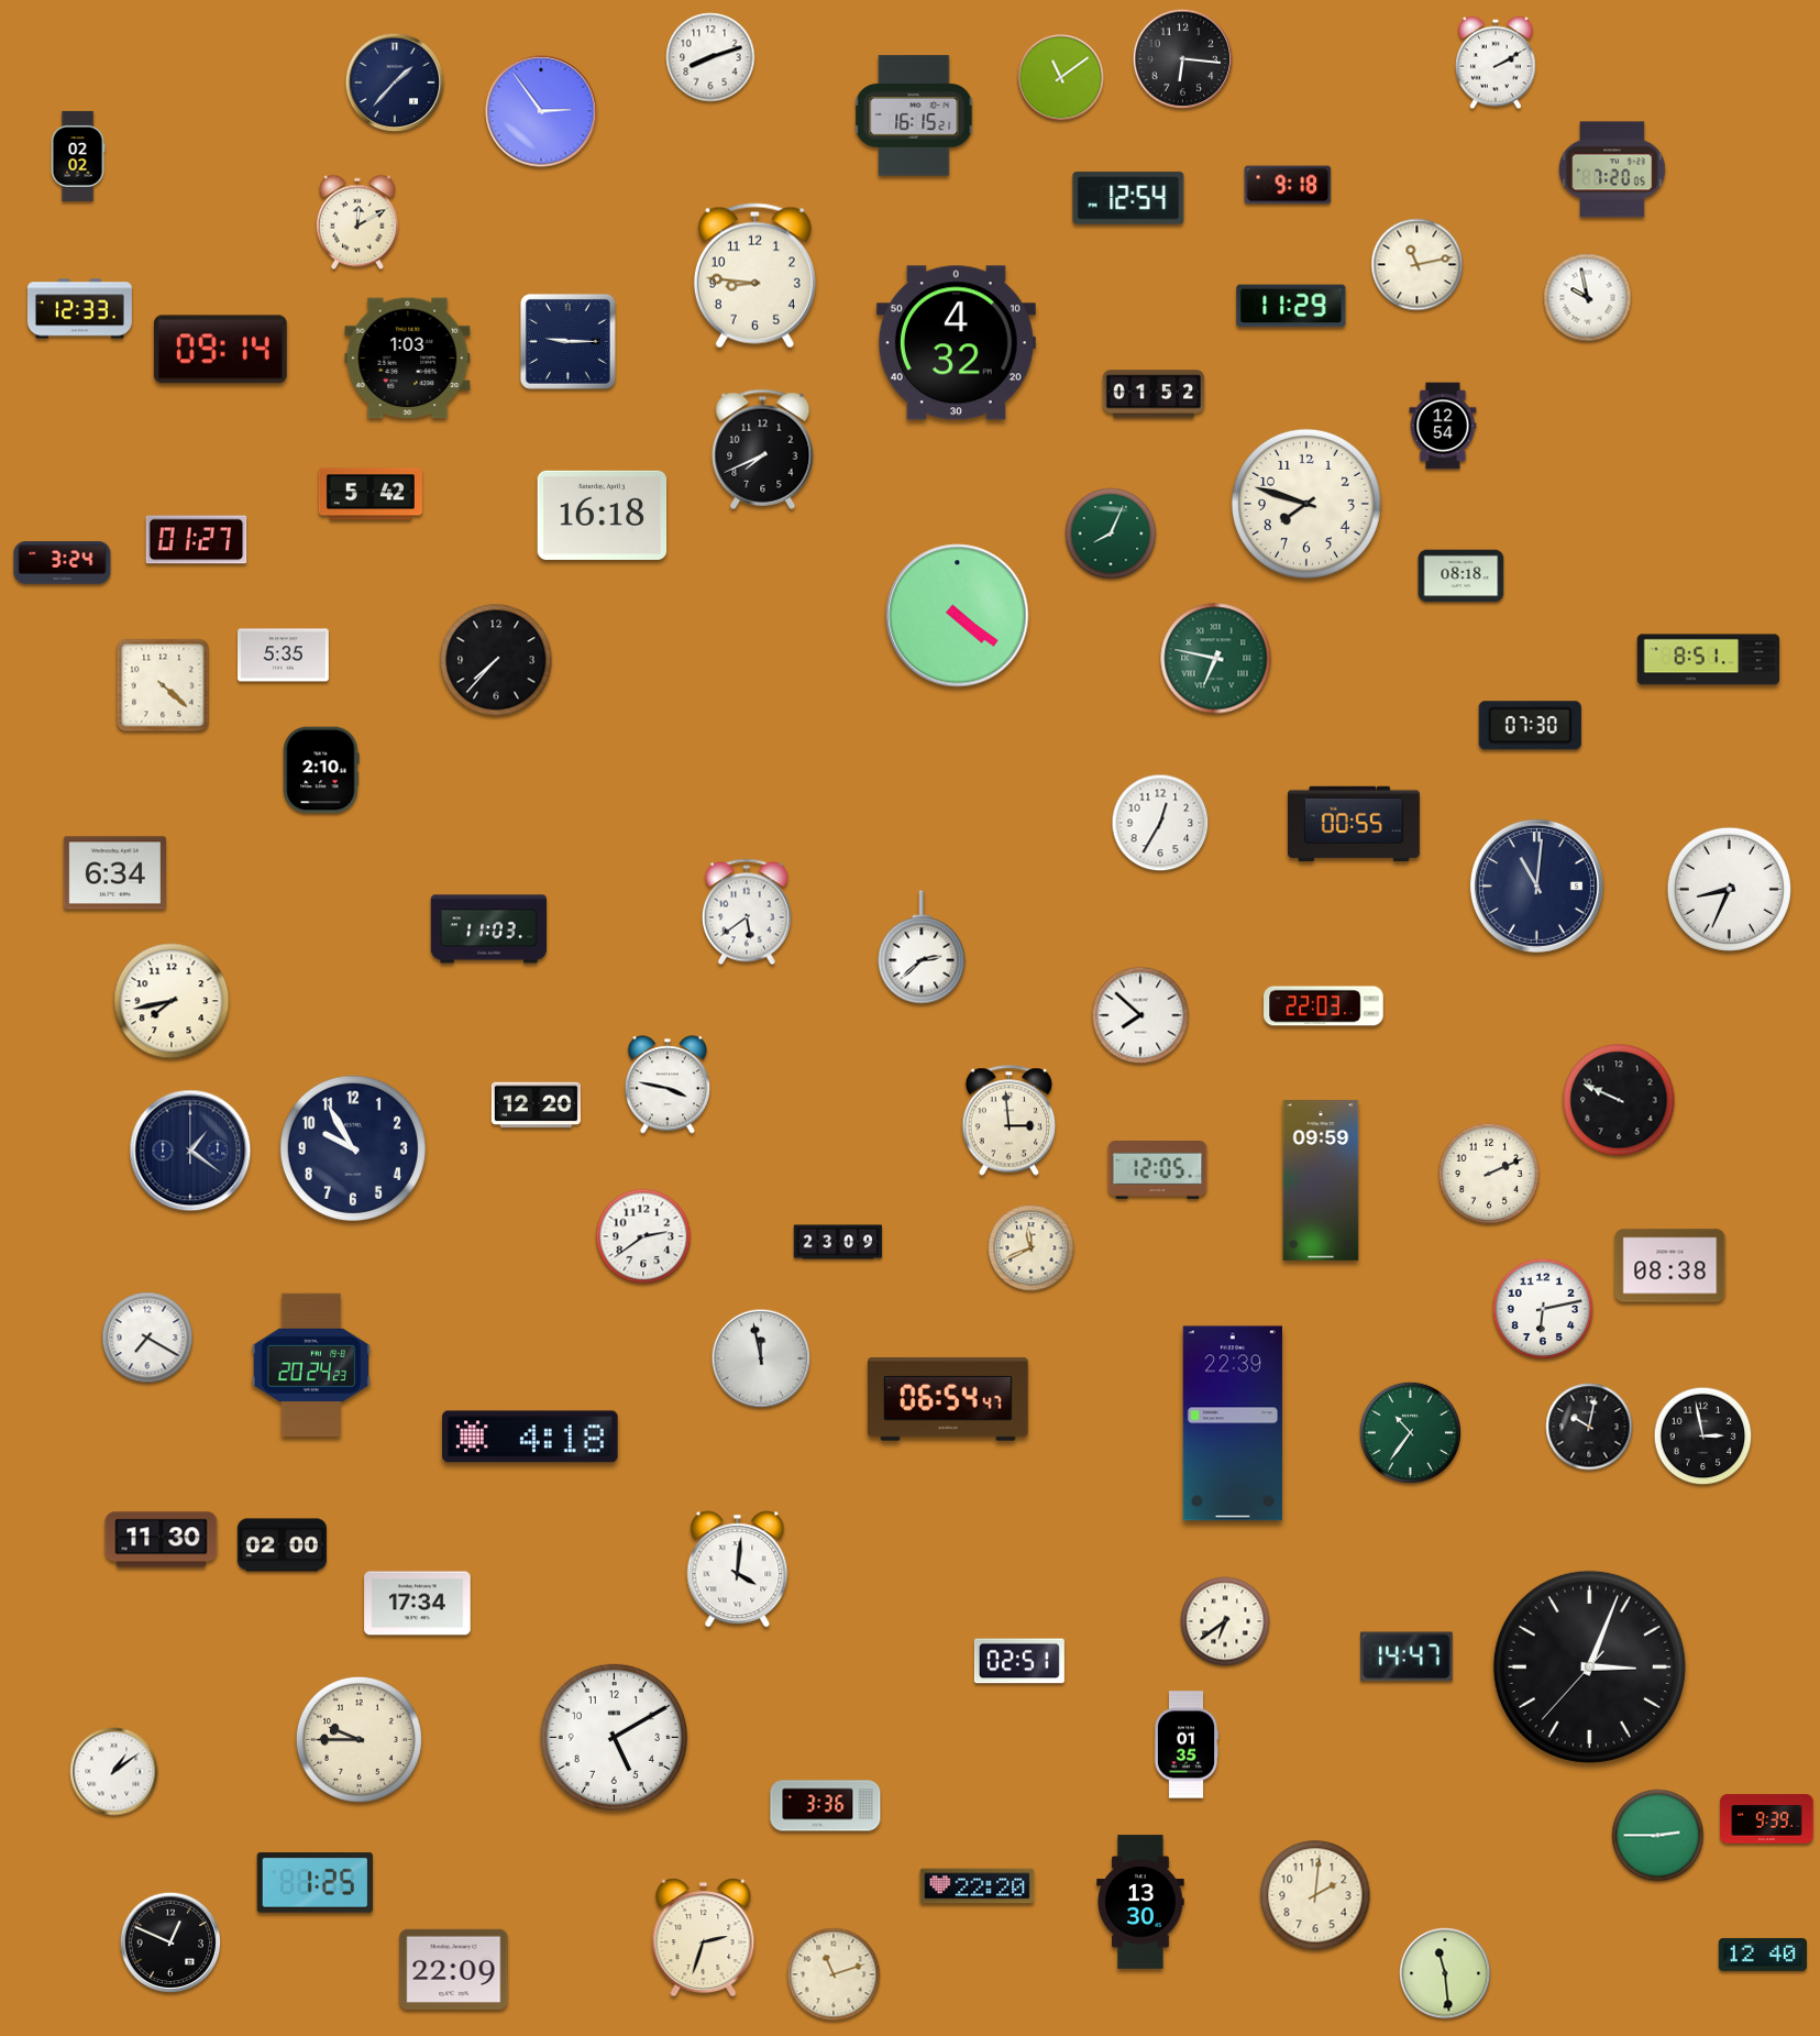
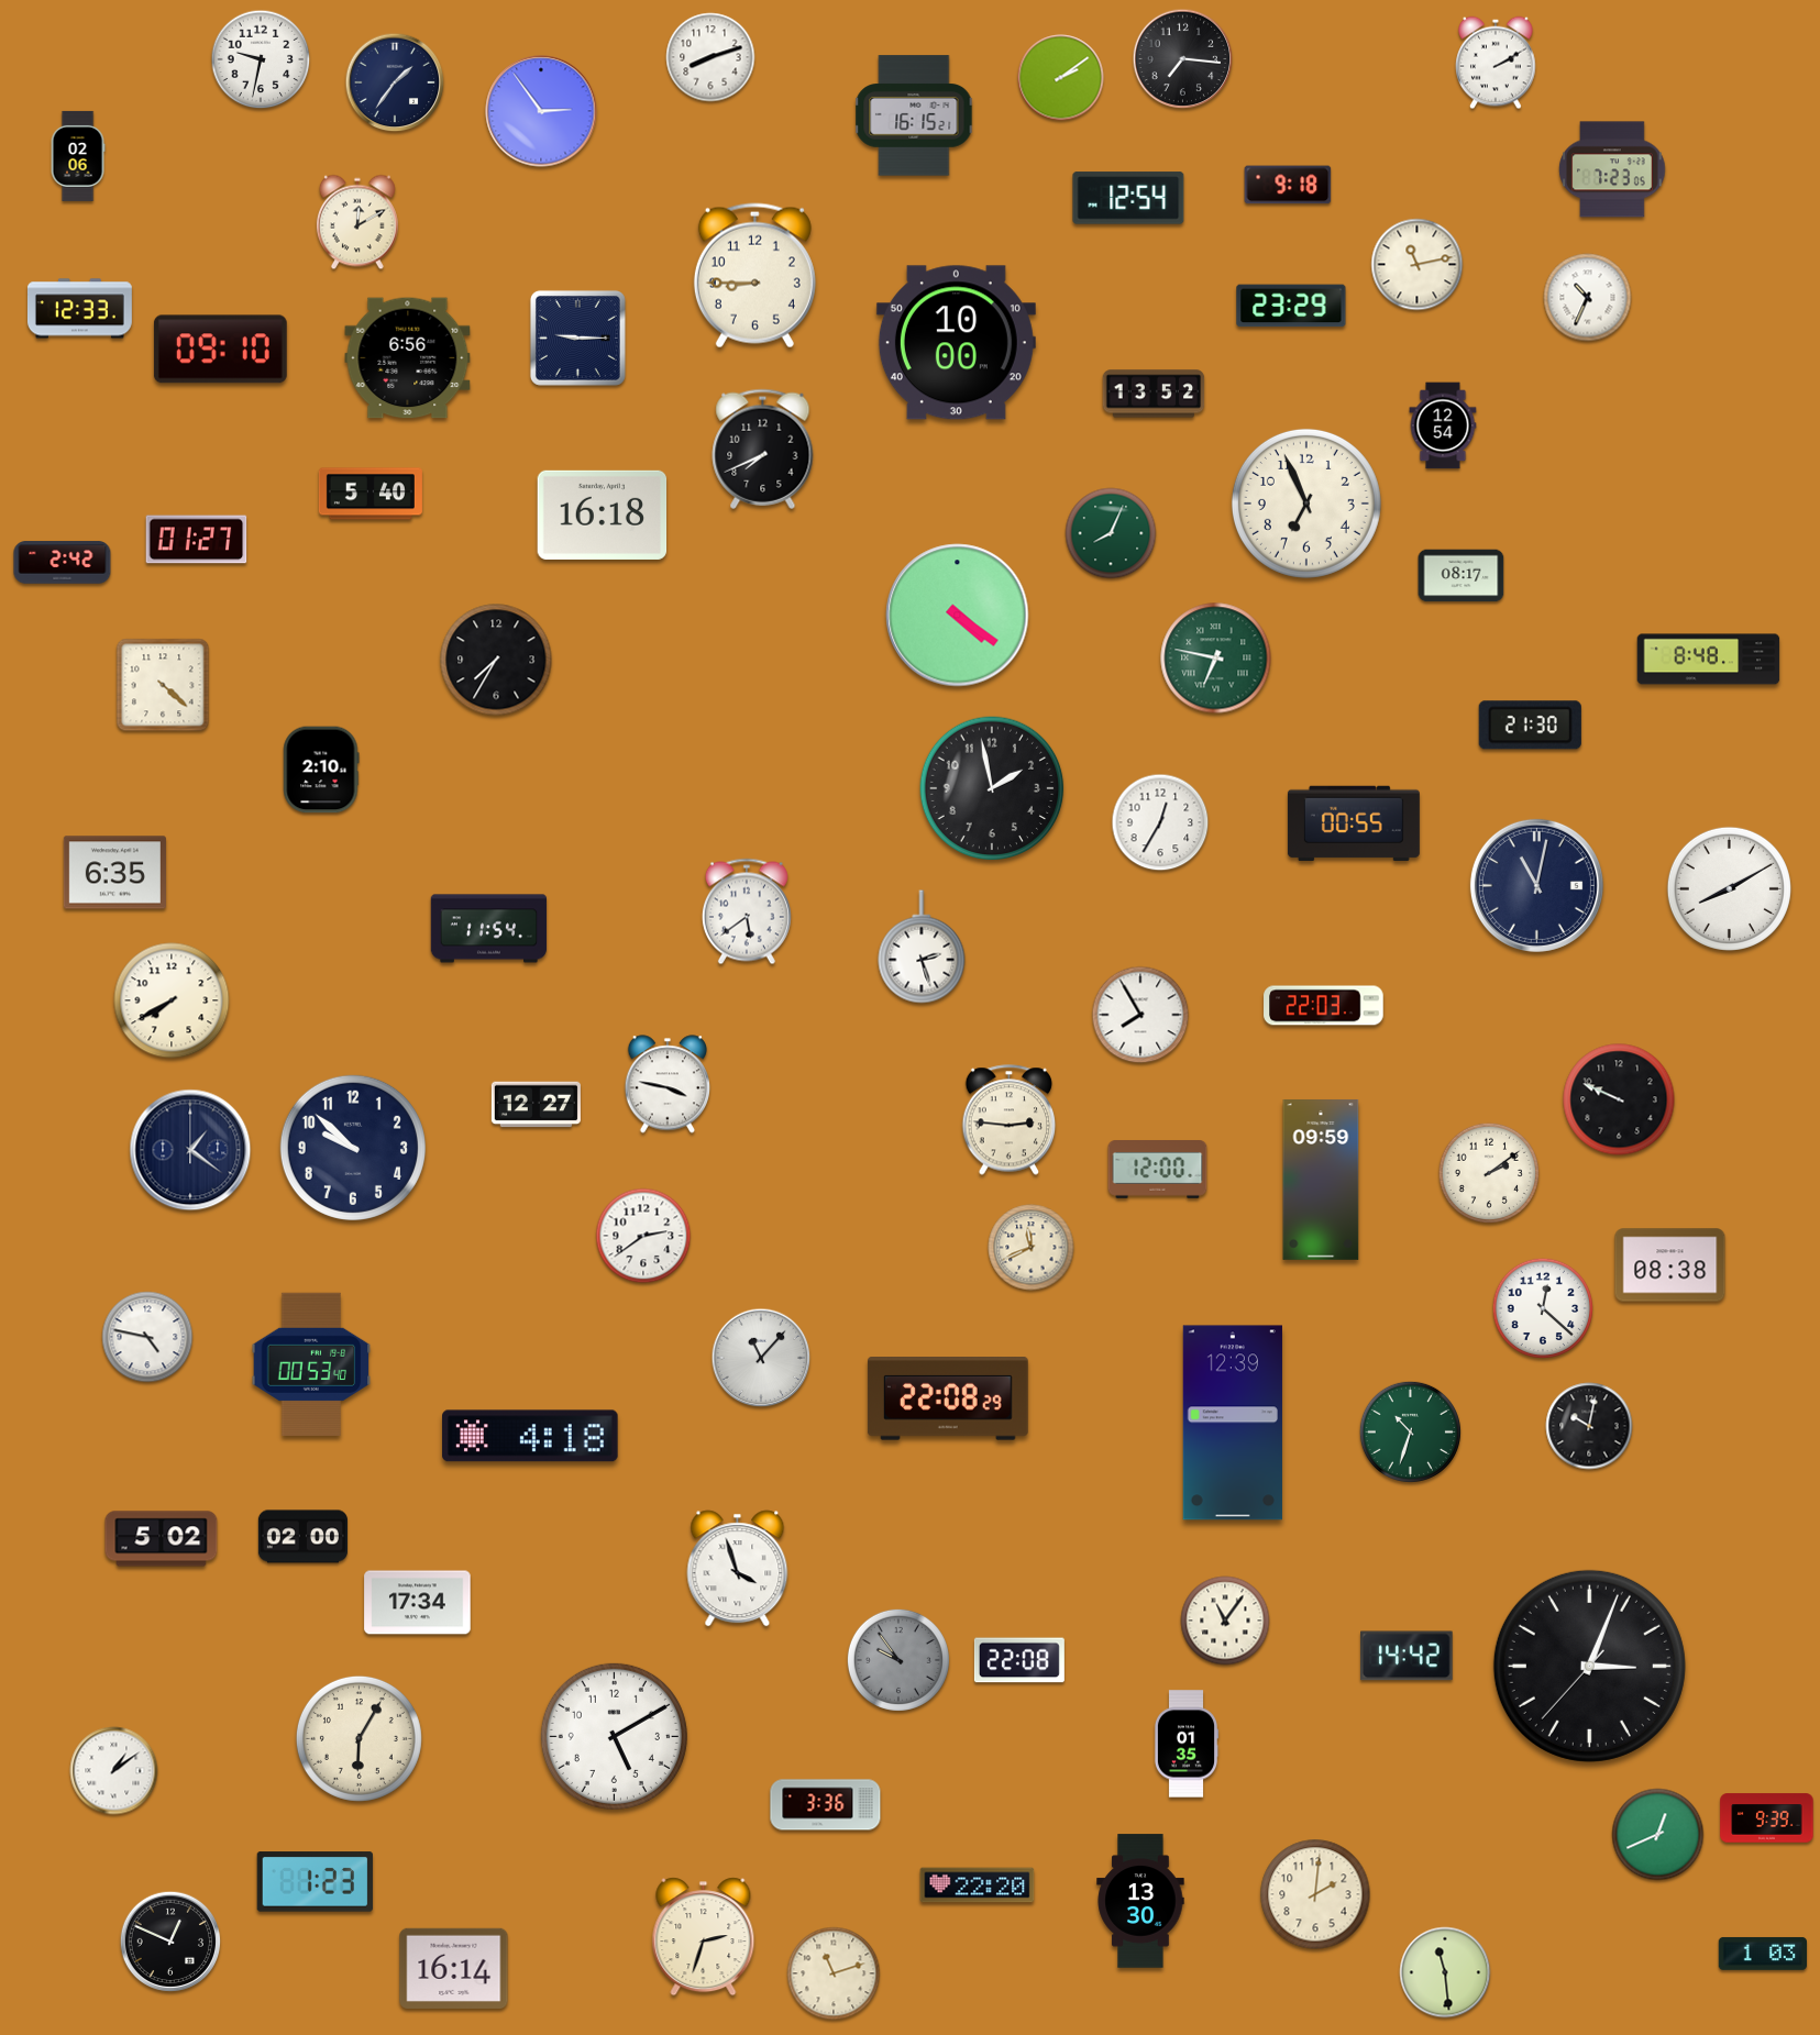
clock at (261, 59): none -> 9:32
clock at (1183, 59): 6:16 -> 7:16
clock at (1061, 78): 11:09 -> 2:09
clock at (395, 82): 1:37 -> 1:36
clock at (78, 156): 02:02 -> 02:06
clock at (1612, 169): 7:20 -> 7:23
clock at (754, 276): 8:46 -> 8:45
clock at (1588, 298): 9:58 -> 10:34
clock at (1291, 306): 11:29 -> 23:29
clock at (567, 341) position: (567, 341) -> (577, 338)
clock at (956, 343): 4:32 -> 10:00
clock at (220, 350): 09:14 -> 09:10
clock at (408, 359): 1:03 -> 6:56
clock at (1154, 394): 01:52 -> 13:52
clock at (371, 494): 5:42 -> 5:40
clock at (1306, 504): 7:48 -> 6:56
clock at (63, 563): 3:24 -> 2:42
clock at (1461, 576): 08:18 -> 08:17
clock at (284, 656): 5:35 -> none
clock at (496, 660): 7:37 -> 7:35
clock at (1709, 660): 8:51 -> 8:48
clock at (1530, 726): 07:30 -> 21:30
clock at (992, 788): none -> 1:58
clock at (114, 873): 6:34 -> 6:35
clock at (1536, 885): 11:01 -> 11:02
clock at (1729, 889): 8:34 -> 8:10
clock at (489, 929): 11:03 -> 11:54
clock at (922, 947): 2:38 -> 2:27
clock at (172, 1001): 7:43 -> 7:40
clock at (1140, 1015): 7:52 -> 7:55
clock at (536, 1105): 12:20 -> 12:27
clock at (1010, 1121): 2:59 -> 2:46
clock at (353, 1148): 9:55 -> 9:52
clock at (1158, 1170): 12:05 -> 12:00
clock at (1488, 1173): 2:11 -> 2:09
clock at (838, 1242): 23:09 -> none
clock at (1542, 1308): 6:13 -> 12:22
clock at (147, 1338): 7:20 -> 4:47
clock at (761, 1358): 11:58 -> 11:07
clock at (311, 1364): 20:24 -> 00:53
clock at (948, 1400): 06:54 -> 22:08
clock at (1233, 1423): 22:39 -> 12:39
clock at (1410, 1432): 10:36 -> 10:33
clock at (1703, 1437): 2:58 -> none
clock at (162, 1540): 11:30 -> 5:02
clock at (282, 1545) position: (282, 1545) -> (302, 1537)
clock at (738, 1570): 4:01 -> 3:57
clock at (1225, 1621): 6:39 -> 11:06
clock at (1408, 1657): 14:47 -> 14:42
clock at (898, 1660): none -> 9:54
clock at (1019, 1661): 02:51 -> 22:08
clock at (359, 1739): 9:45 -> 6:05
clock at (1658, 1836): 2:45 -> 12:41
clock at (315, 1883): 1:25 -> 1:23
clock at (1762, 1955): 12:40 -> 1:03
clock at (454, 1969): 22:09 -> 16:14
